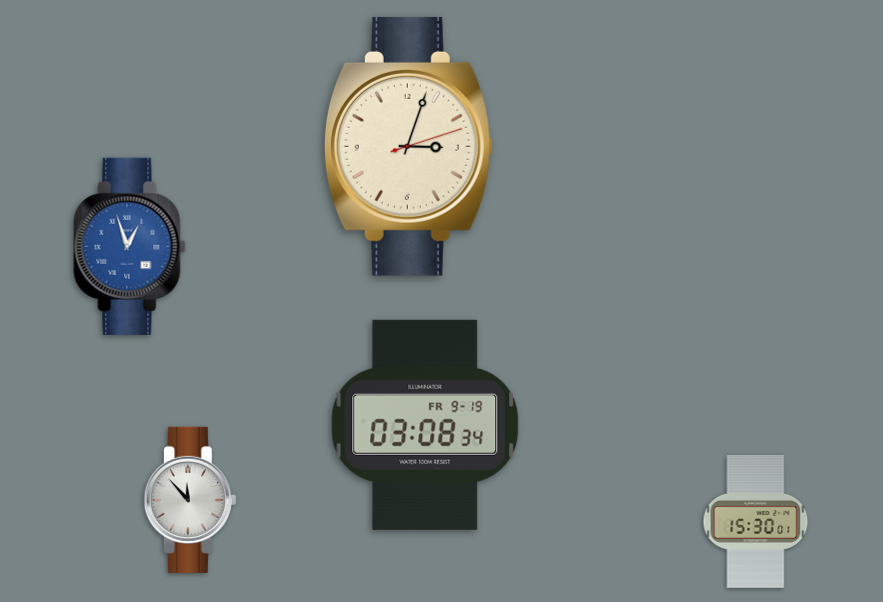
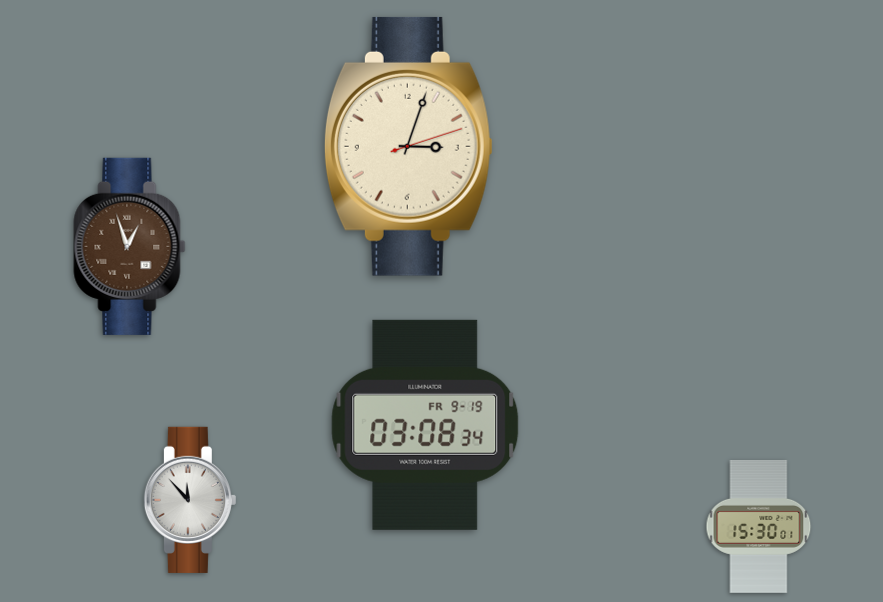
clock at (130, 246) dial: blue -> brown
clock at (756, 521) position: (756, 521) -> (759, 526)
